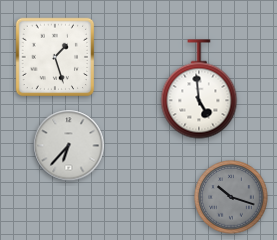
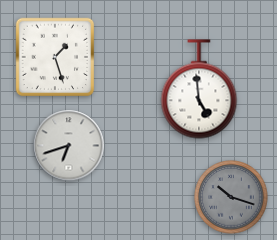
clock at (69, 146): 6:37 -> 6:42
